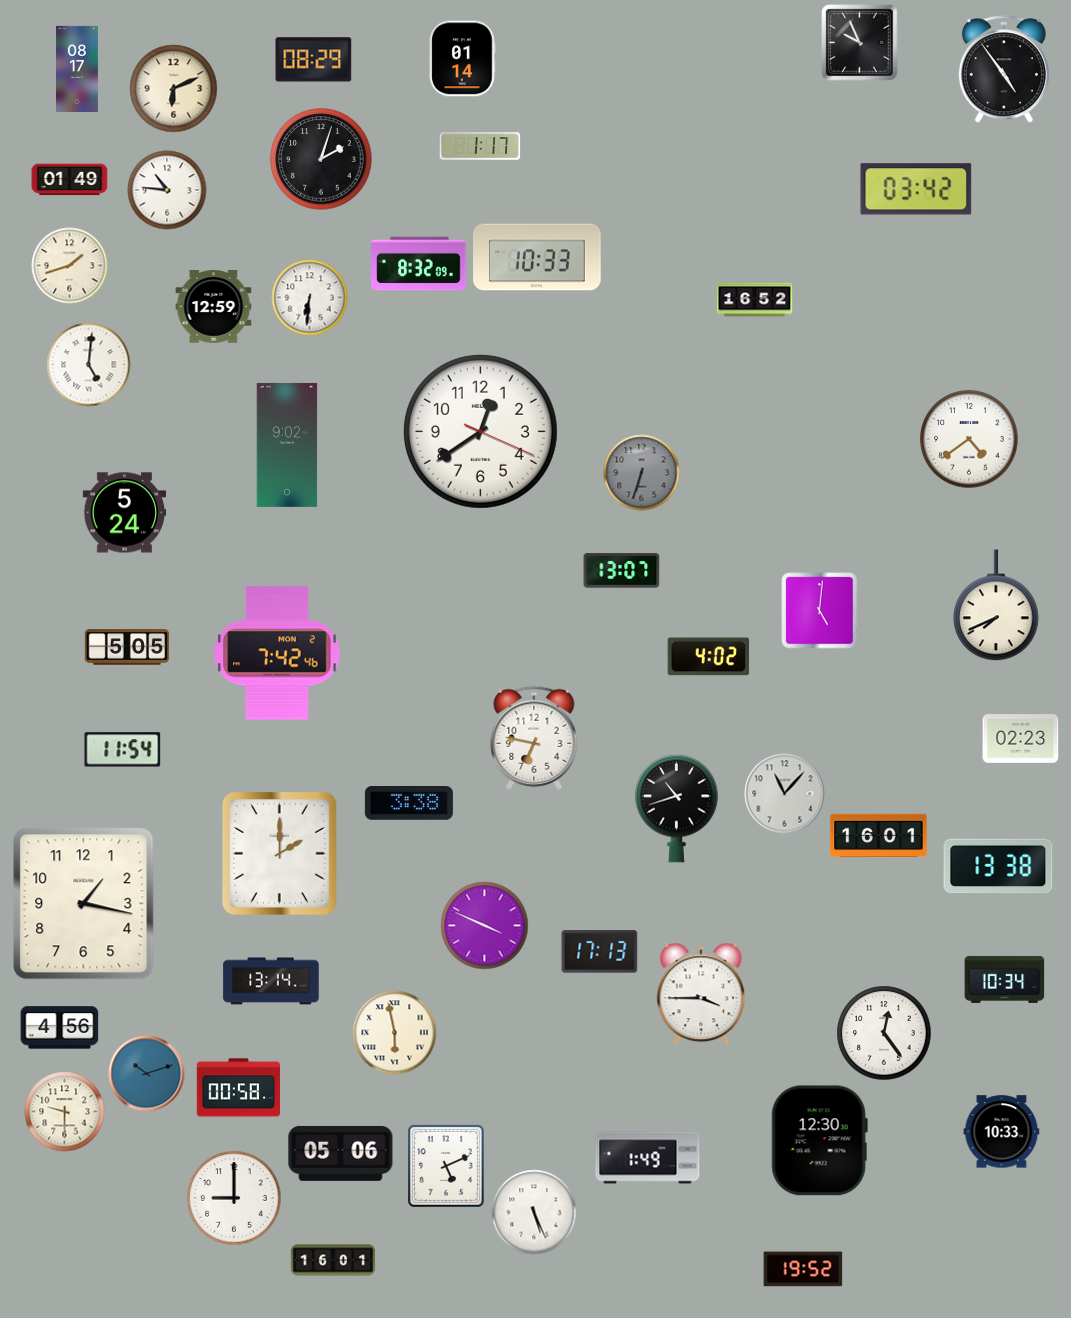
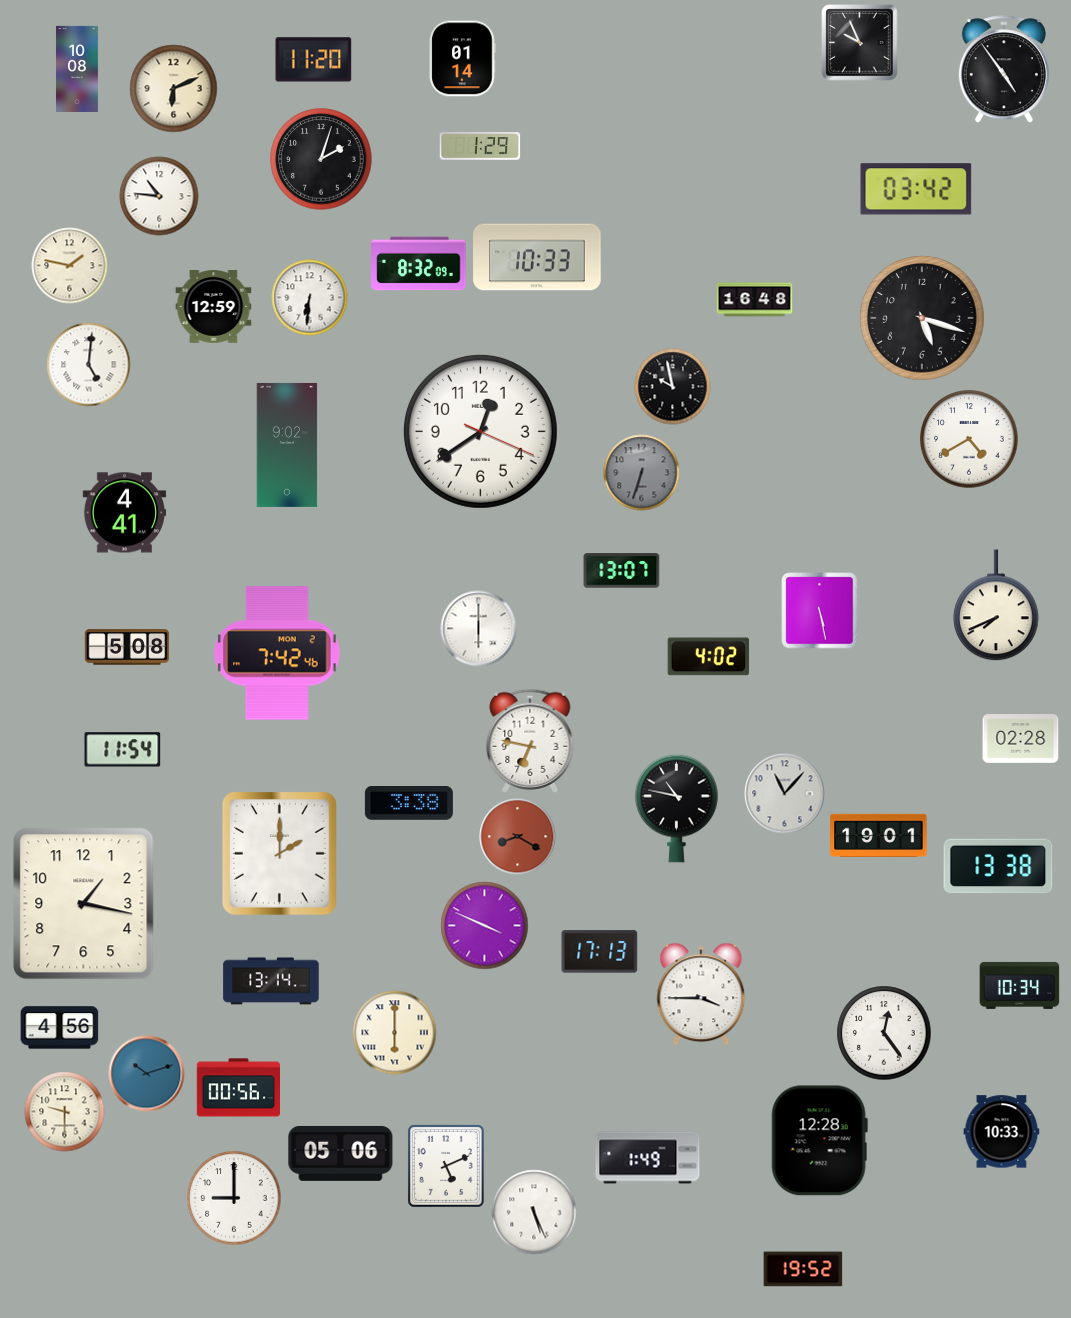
clock at (314, 60): 08:29 -> 11:20
clock at (77, 69): 08:17 -> 10:08
clock at (480, 146): 1:17 -> 1:29
clock at (70, 180): 01:49 -> none
clock at (167, 190) position: (167, 190) -> (159, 196)
clock at (70, 266): 1:42 -> 1:47
clock at (755, 300): 16:52 -> 16:48
clock at (922, 318): none -> 5:18
clock at (673, 387): none -> 9:58
clock at (969, 439): 4:39 -> 4:40
clock at (125, 513): 5:24 -> 4:41
clock at (820, 611): 5:01 -> 5:28
clock at (479, 629): none -> 6:00
clock at (127, 647): 5:05 -> 5:08
clock at (534, 738) position: (534, 738) -> (530, 741)
clock at (1021, 739): 02:23 -> 02:28
clock at (677, 808): 10:42 -> 10:47
clock at (879, 835): 16:01 -> 19:01
clock at (518, 837): none -> 8:20
clock at (1005, 979) position: (1005, 979) -> (1020, 985)
clock at (395, 1033): 5:58 -> 6:00
clock at (239, 1088): 00:58 -> 00:56
clock at (819, 1141): 12:30 -> 12:28
clock at (333, 1260): 16:01 -> none
